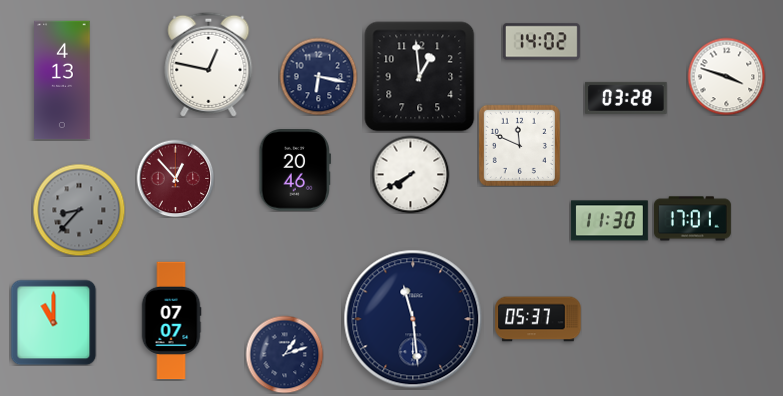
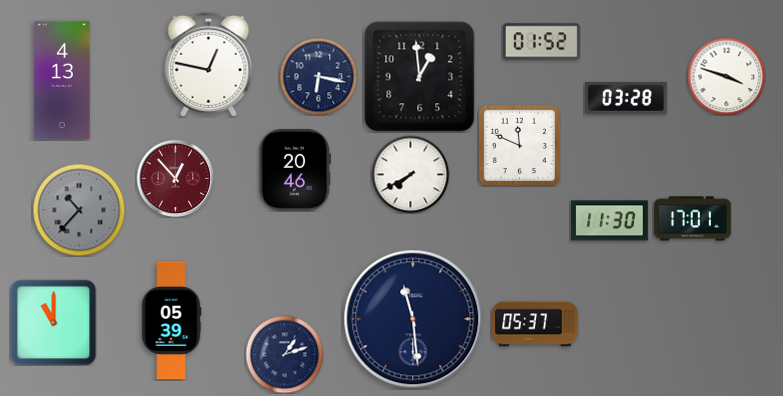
clock at (541, 42): 14:02 -> 01:52
clock at (79, 210): 8:37 -> 10:37
clock at (538, 319) position: (538, 319) -> (535, 324)
clock at (171, 321): 07:07 -> 05:39
